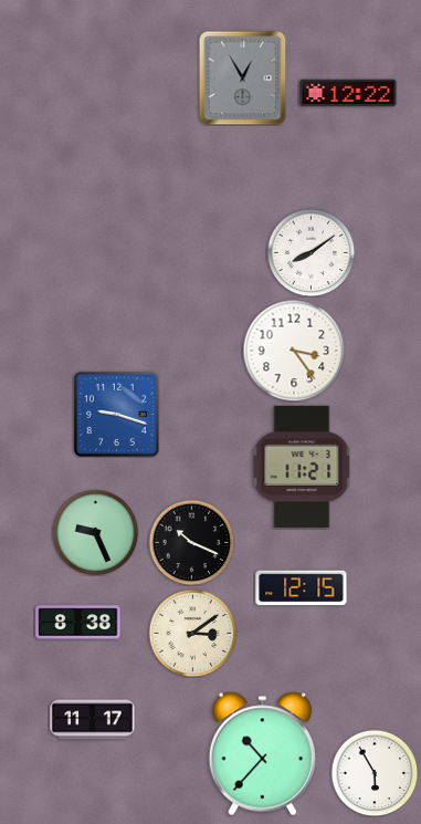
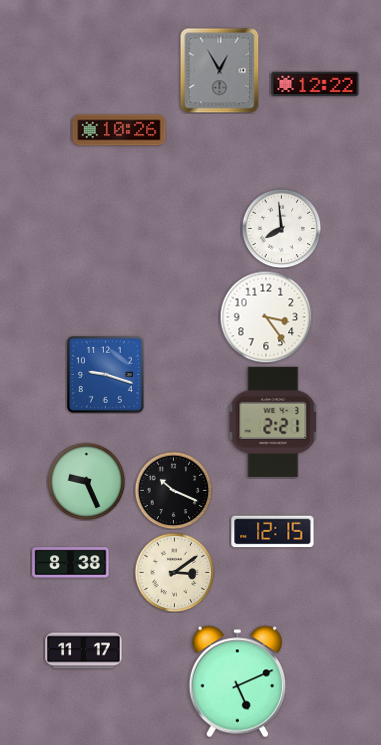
clock at (119, 130): none -> 10:26
clock at (311, 252): 8:09 -> 7:59
clock at (302, 467): 11:21 -> 2:21
clock at (262, 754): 10:37 -> 5:11
clock at (375, 773): 5:55 -> none
